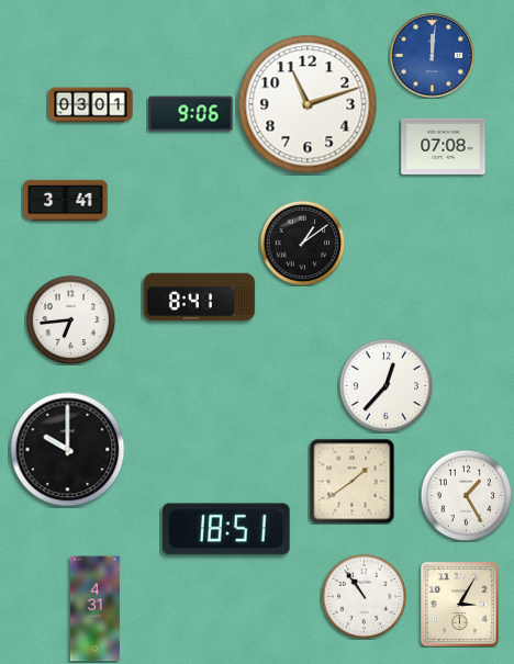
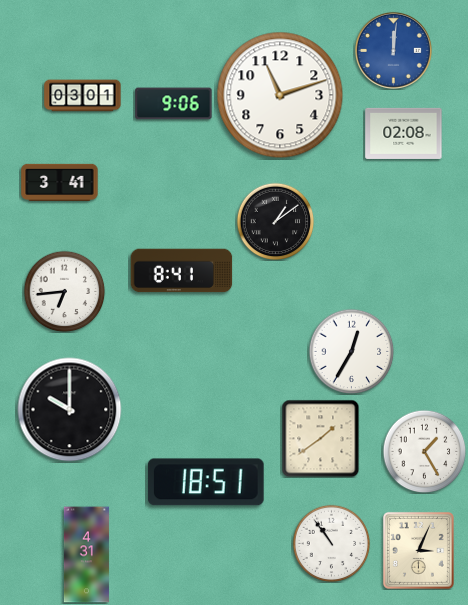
clock at (444, 146): 07:08 -> 02:08
clock at (386, 385): 12:37 -> 12:35
clock at (68, 450) position: (68, 450) -> (70, 410)
clock at (459, 604): 3:05 -> 3:04
